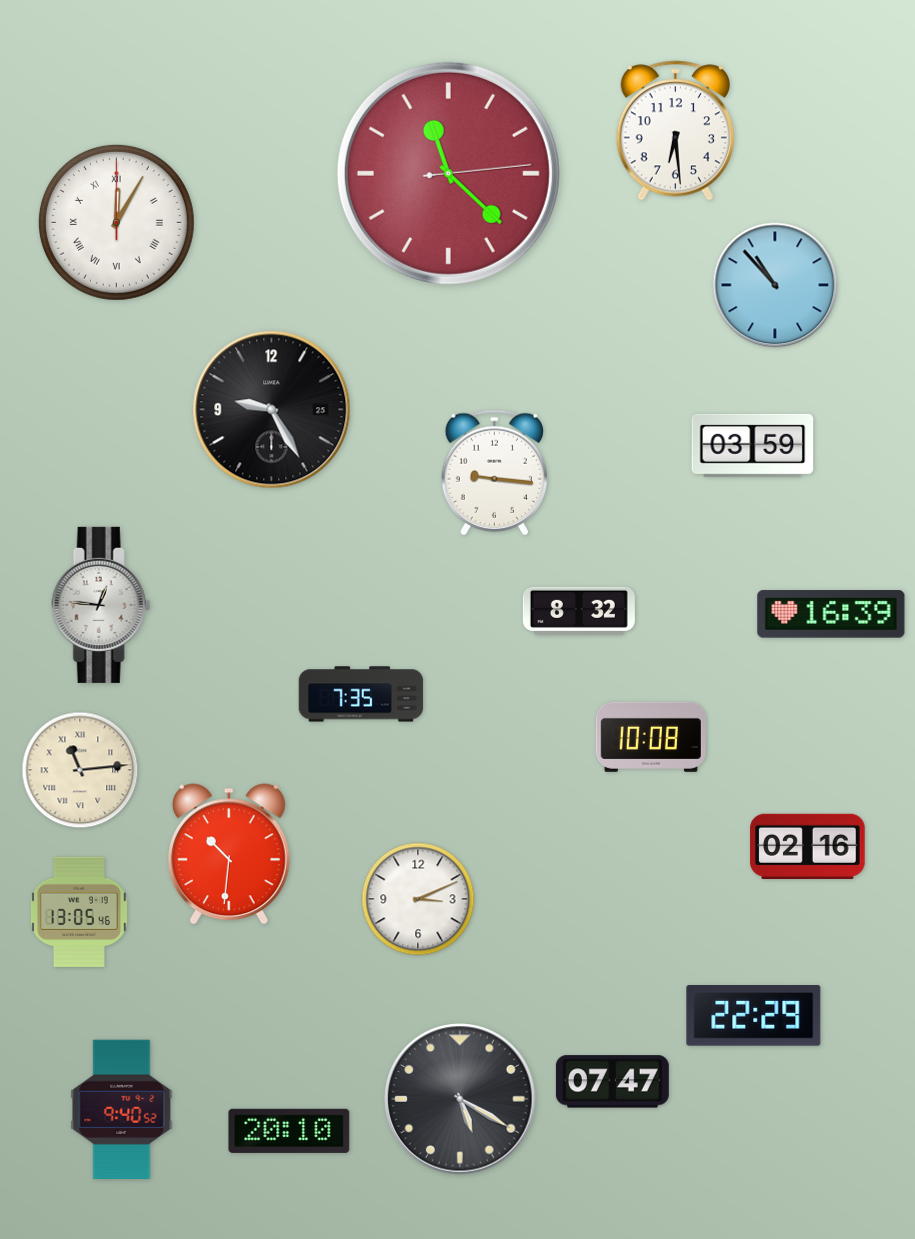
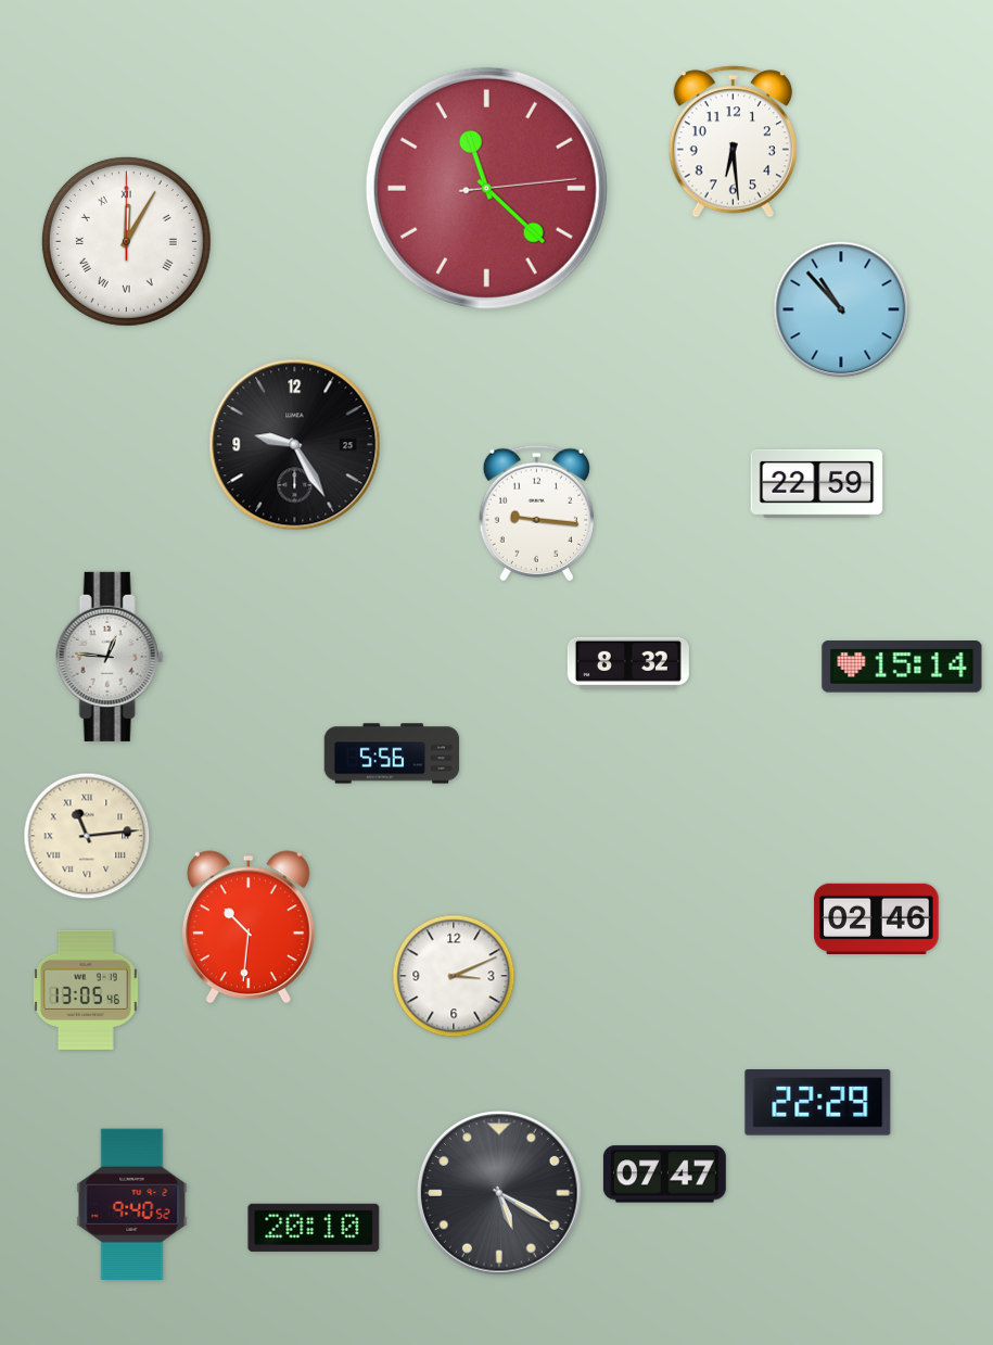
clock at (753, 445): 03:59 -> 22:59
clock at (831, 614): 16:39 -> 15:14
clock at (361, 694): 7:35 -> 5:56
clock at (651, 737): 10:08 -> none
clock at (808, 846): 02:16 -> 02:46
